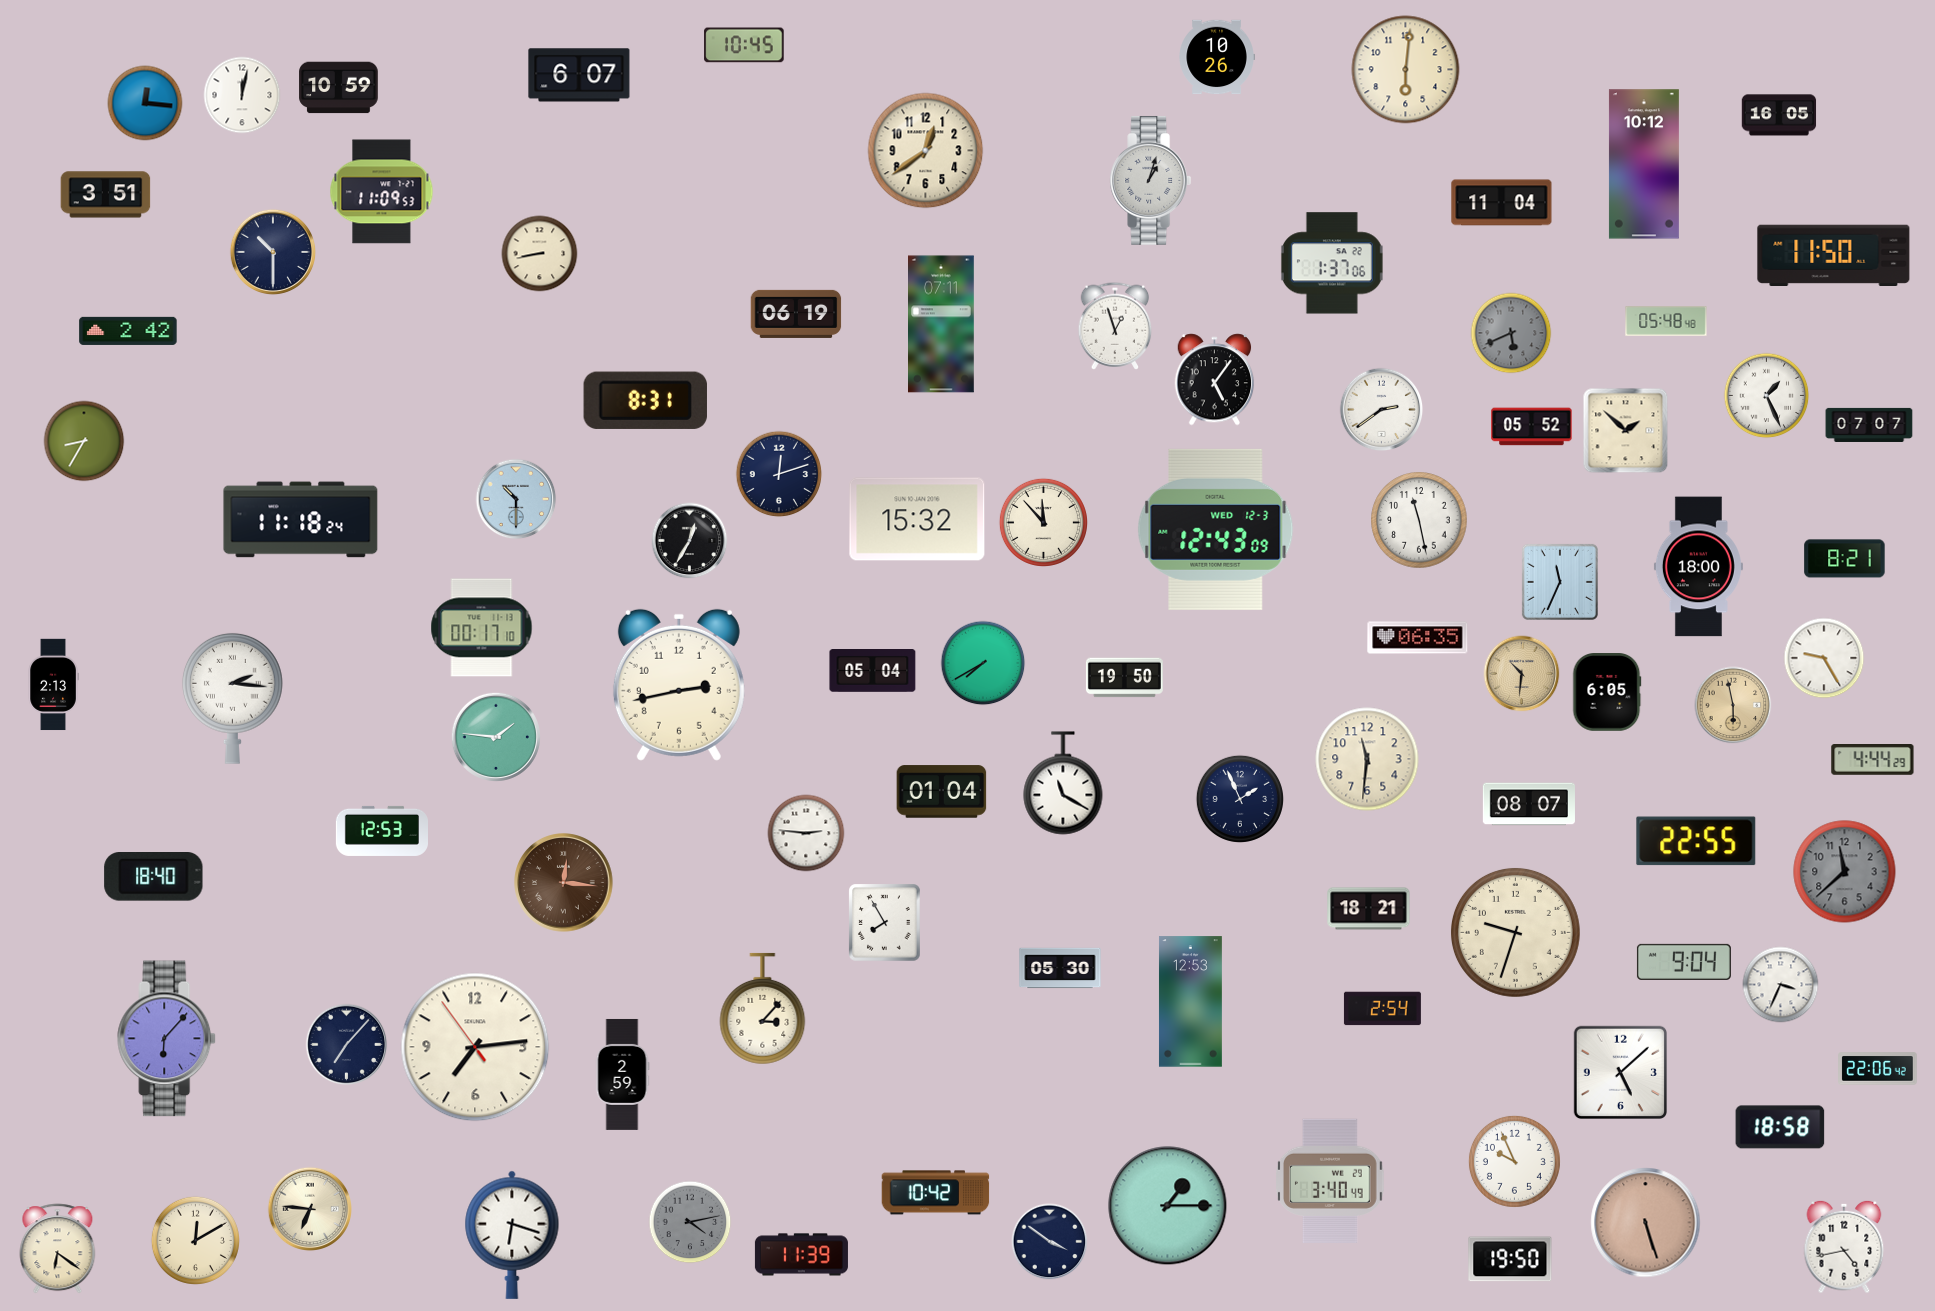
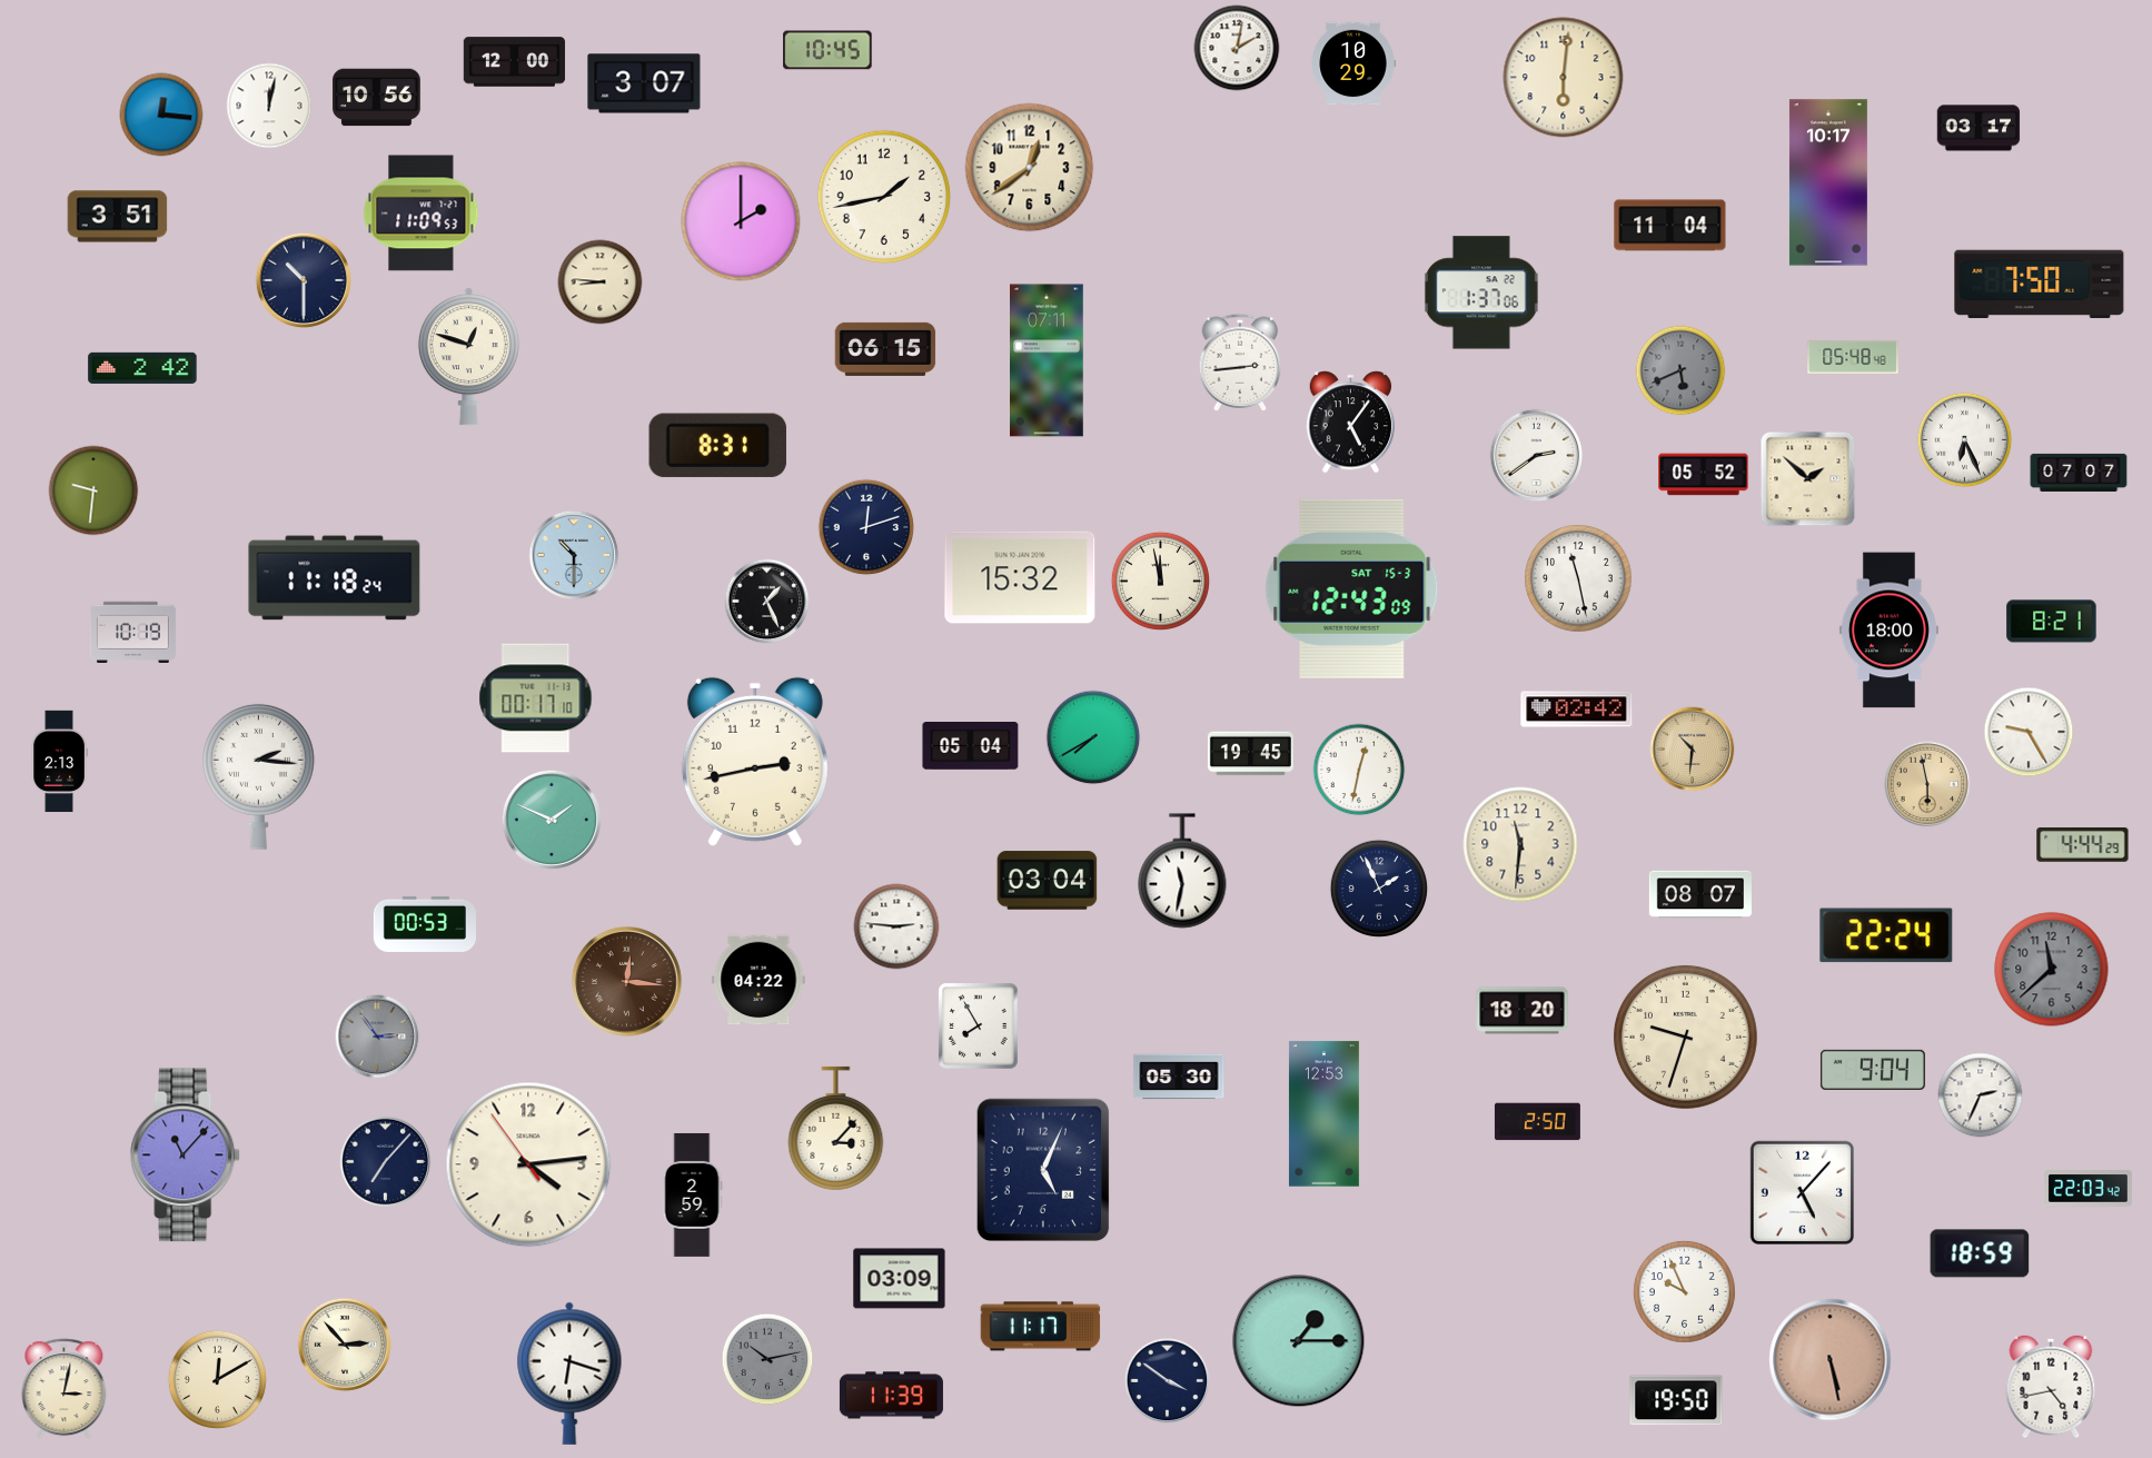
clock at (1237, 48): none -> 2:02
clock at (515, 62): none -> 12:00
clock at (1217, 57): 10:26 -> 10:29
clock at (579, 75): 6:07 -> 3:07
clock at (339, 88): 10:59 -> 10:56
clock at (1779, 115): 16:05 -> 03:17
clock at (1644, 164): 10:12 -> 10:17
clock at (884, 197): none -> 1:43
clock at (1151, 180): 1:03 -> none
clock at (382, 192) position: (382, 192) -> (422, 214)
clock at (741, 221): none -> 2:00
clock at (540, 254): 8:43 -> 8:46
clock at (1834, 255): 11:50 -> 7:50
clock at (796, 314): 06:19 -> 06:15
clock at (468, 357): none -> 12:48
clock at (1115, 326): 12:57 -> 2:44
clock at (1767, 396): 1:26 -> 6:26
clock at (84, 441): 8:35 -> 9:31
clock at (1043, 522): 11:53 -> 11:58
clock at (1216, 529) date: WED 12-3 -> SAT 15-3
clock at (690, 541): 12:35 -> 1:26
clock at (132, 632): none -> 10:19
clock at (1560, 582): 11:34 -> none
clock at (1418, 638): 06:35 -> 02:42
clock at (1124, 678): 19:50 -> 19:45
clock at (1359, 770): none -> 12:32
clock at (1607, 693): 6:05 -> none
clock at (496, 737): 1:46 -> 1:49
clock at (1063, 783): 11:20 -> 11:32
clock at (942, 792): 01:04 -> 03:04
clock at (381, 831): 12:53 -> 00:53
clock at (1696, 841): 22:55 -> 22:24
clock at (154, 877): 18:40 -> none
clock at (758, 980): none -> 04:22
clock at (1369, 909): 18:21 -> 18:20
clock at (885, 923) position: (885, 923) -> (979, 1026)
clock at (377, 1037): none -> 2:54
clock at (1781, 985): 3:34 -> 2:34
clock at (763, 1009) position: (763, 1009) -> (836, 1129)
clock at (1382, 1009): 2:54 -> 2:50
clock at (167, 1039): 6:07 -> 11:07
clock at (475, 1047): 7:13 -> 4:13
clock at (1043, 1170): none -> 5:04
clock at (1878, 1069): 22:06 -> 22:03
clock at (1620, 1072): 5:08 -> 5:07
clock at (1780, 1127): 18:58 -> 18:59
clock at (900, 1279): none -> 03:09
clock at (1331, 1181): 3:40 -> none
clock at (936, 1193): 10:42 -> 11:17
clock at (310, 1209): 6:46 -> 2:53
clock at (690, 1222): 4:13 -> 10:13
clock at (1646, 1223): 5:27 -> 5:28
clock at (58, 1249): 6:21 -> 3:02
clock at (1510, 1259) position: (1510, 1259) -> (1676, 1400)
